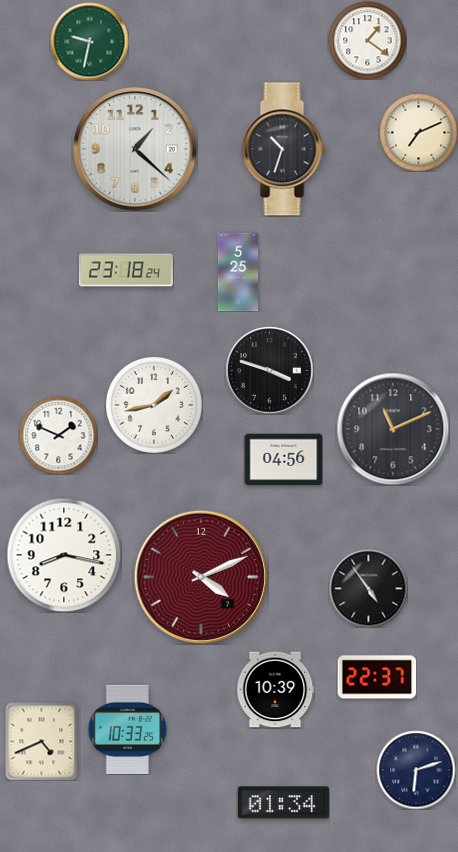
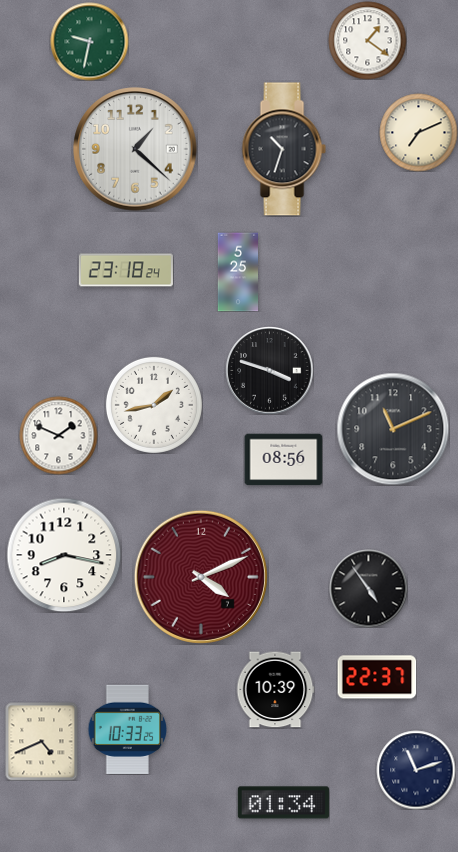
clock at (283, 460): 04:56 -> 08:56
clock at (416, 770): 6:12 -> 11:12
